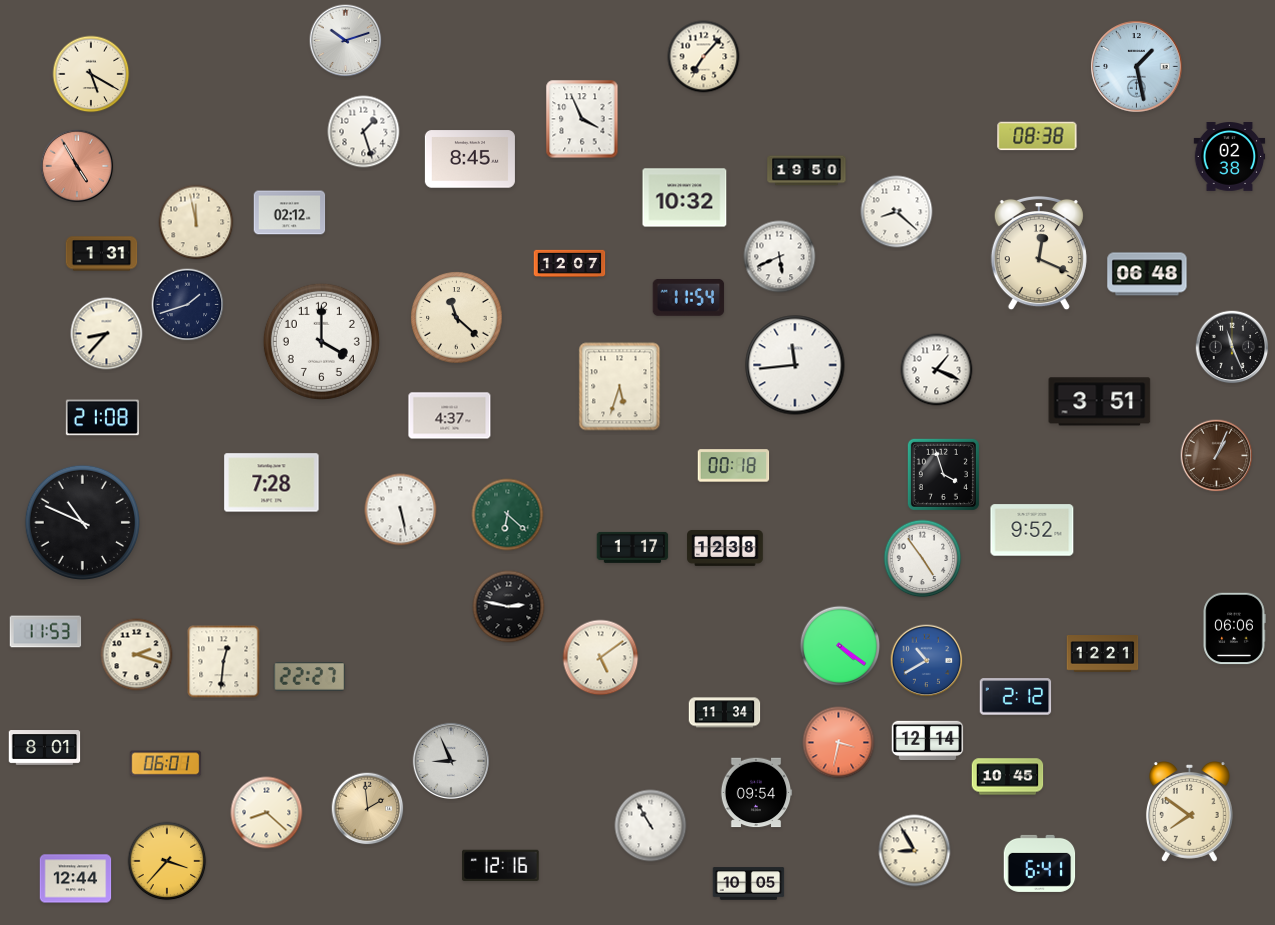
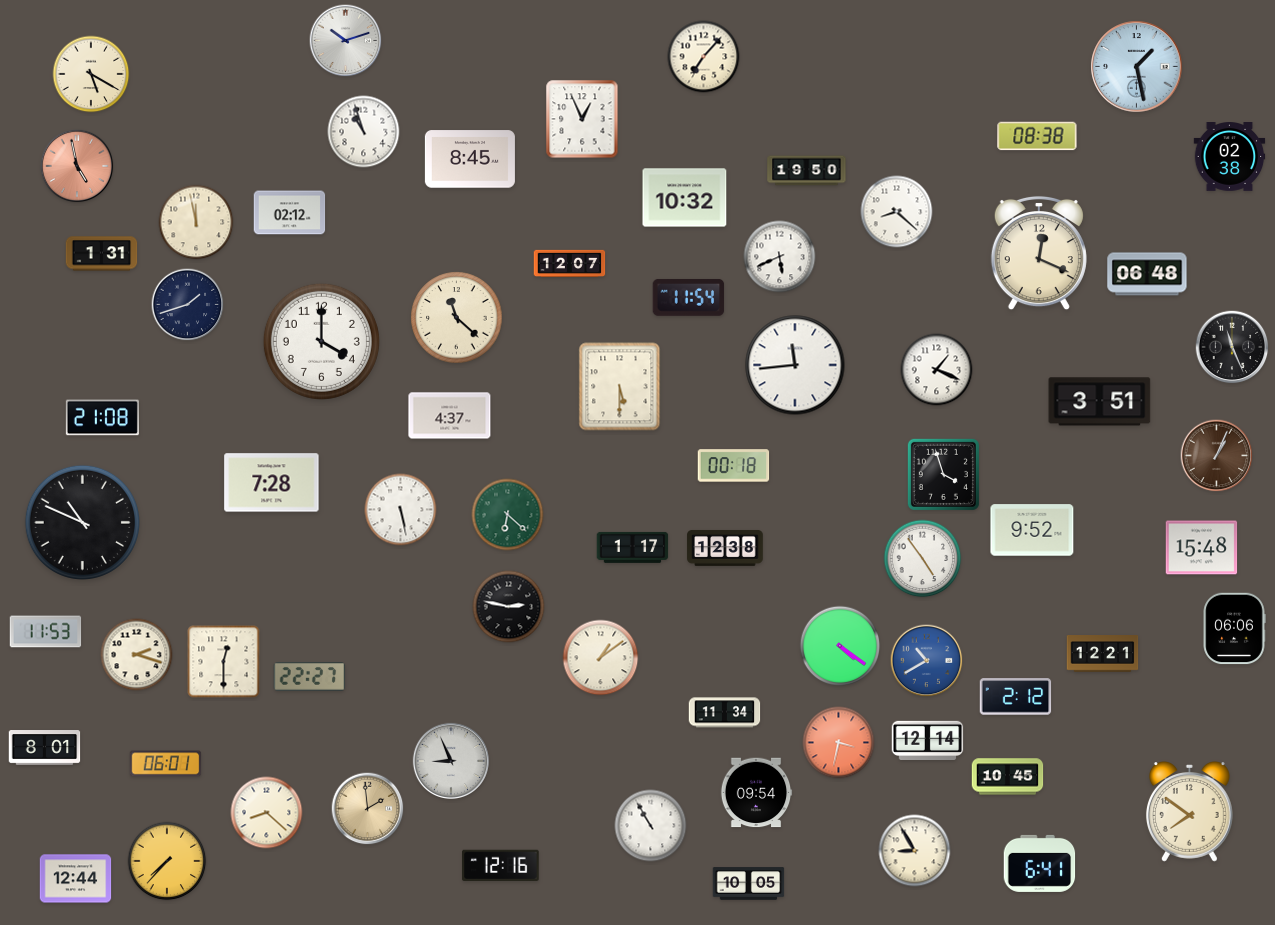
clock at (582, 119): 3:56 -> 12:56
clock at (364, 132): 1:27 -> 10:57
clock at (77, 166): 4:55 -> 4:58
clock at (107, 334): 8:37 -> none
clock at (620, 387): 5:33 -> 5:30
clock at (1202, 548): none -> 15:48
clock at (601, 658): 5:09 -> 1:09
clock at (224, 662): 12:31 -> 12:30
clock at (167, 861): 3:37 -> 7:37
